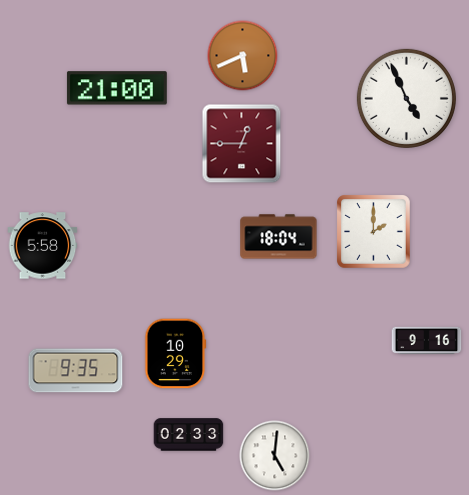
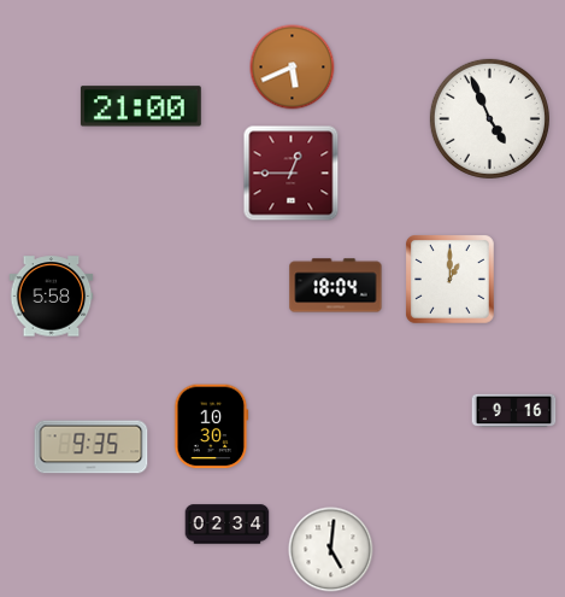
clock at (374, 232): 2:00 -> 1:00
clock at (176, 354): 10:29 -> 10:30
clock at (189, 435): 02:33 -> 02:34
